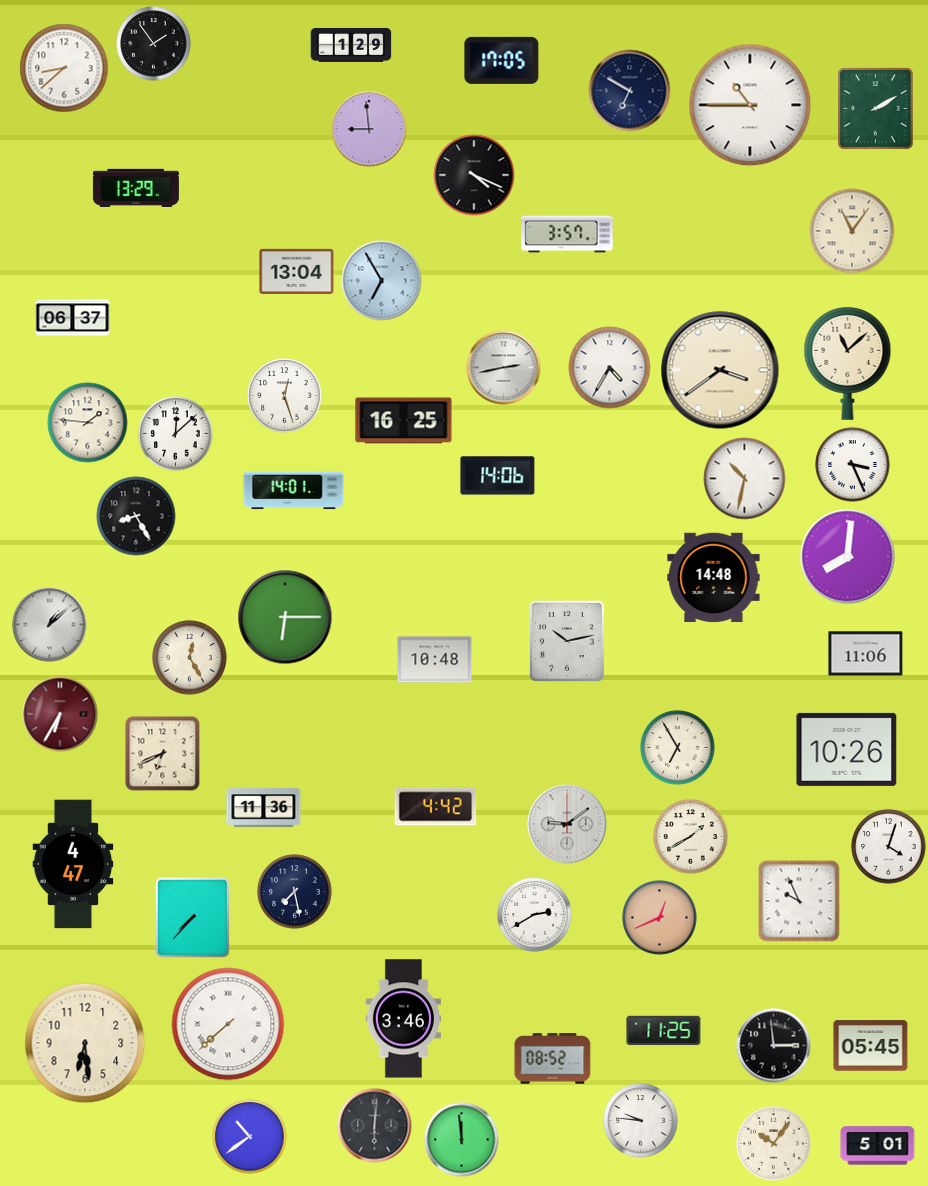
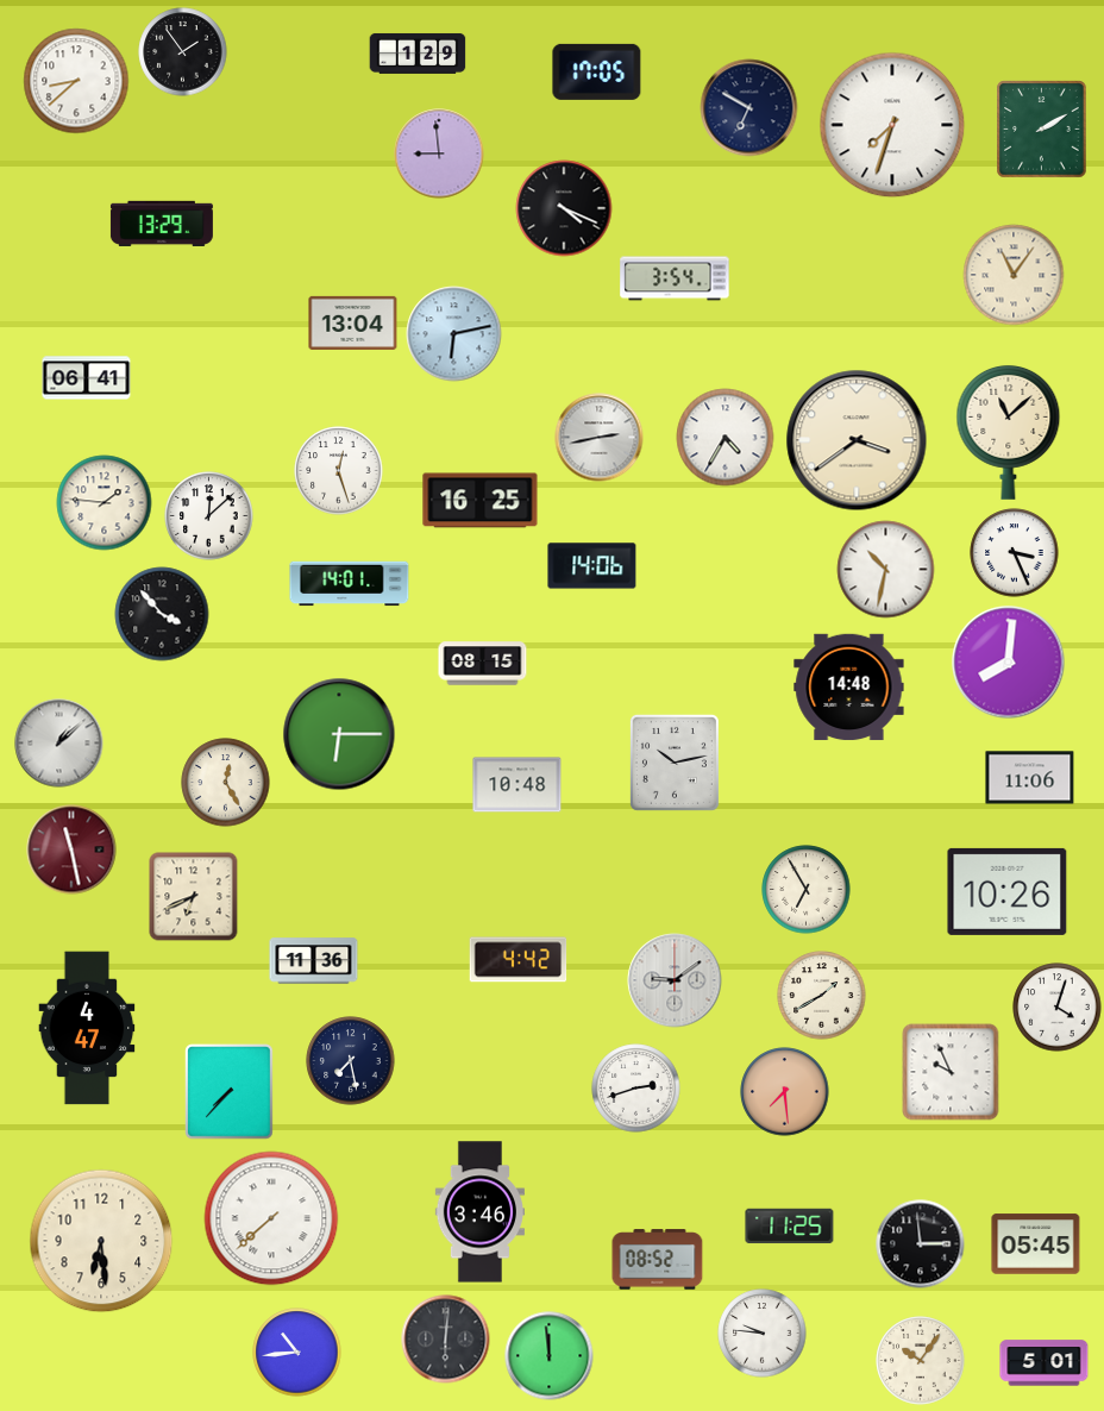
clock at (750, 105): 10:45 -> 7:33
clock at (567, 234): 3:57 -> 3:54
clock at (382, 281): 6:55 -> 6:13
clock at (73, 318): 06:37 -> 06:41
clock at (136, 516): 8:25 -> 3:53
clock at (483, 664): none -> 08:15
clock at (60, 714): 6:35 -> 11:28
clock at (535, 915): 2:40 -> 2:42
clock at (660, 918): 12:41 -> 7:29
clock at (250, 1137): 10:39 -> 10:44
